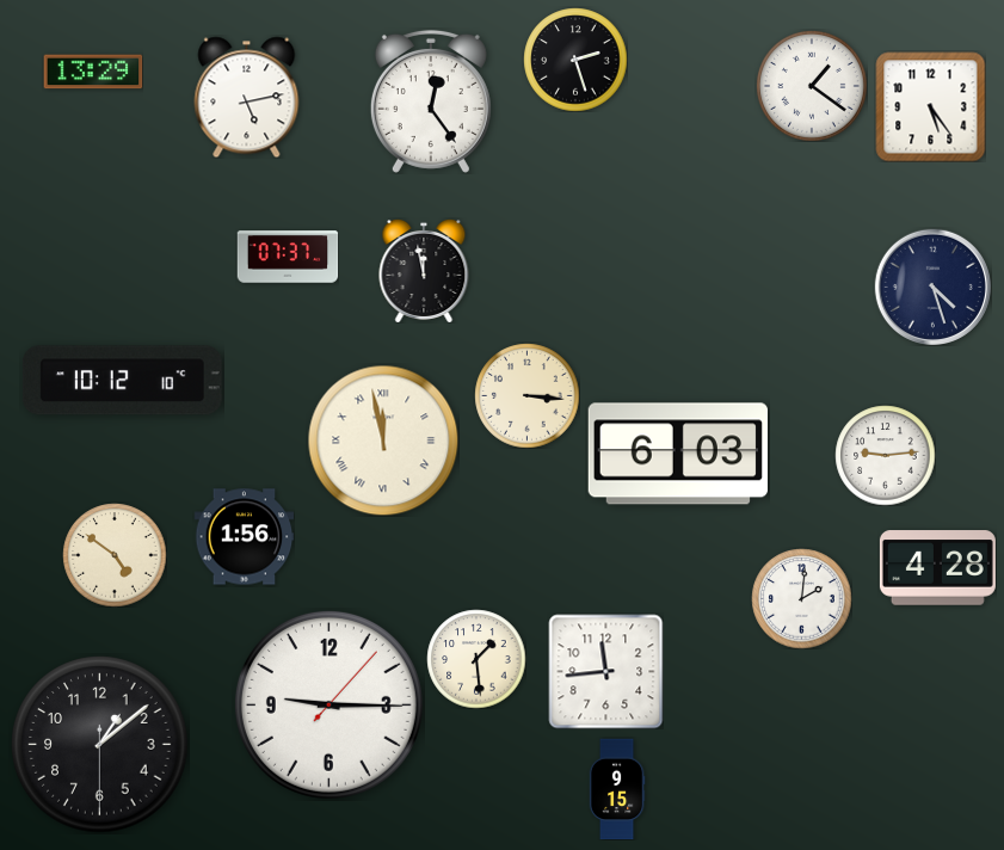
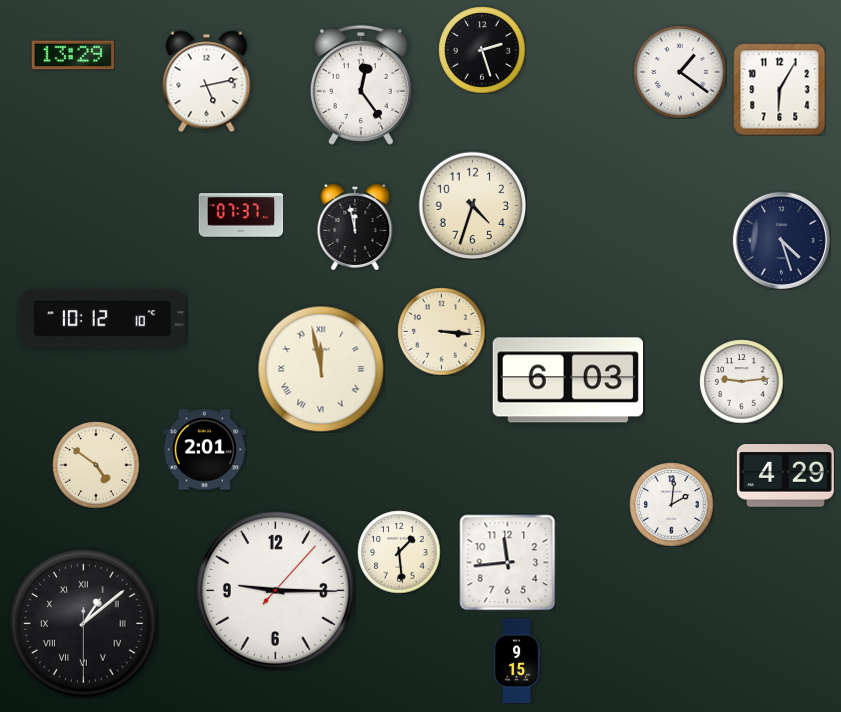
clock at (93, 72) position: (93, 72) -> (73, 55)
clock at (930, 106): 5:24 -> 6:05
clock at (472, 205): none -> 4:33
clock at (244, 537): 1:56 -> 2:01
clock at (937, 568): 4:28 -> 4:29
clock at (801, 598) position: (801, 598) -> (671, 504)
clock at (100, 745) numerals: Arabic -> Roman
